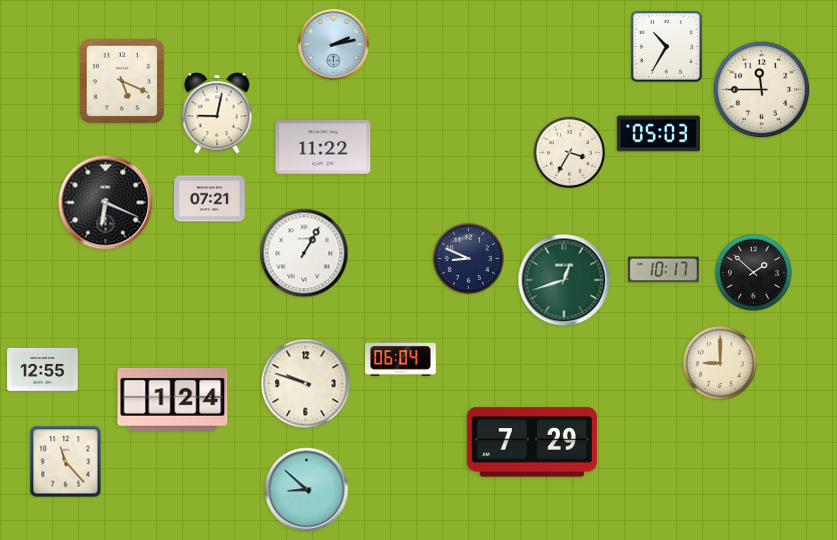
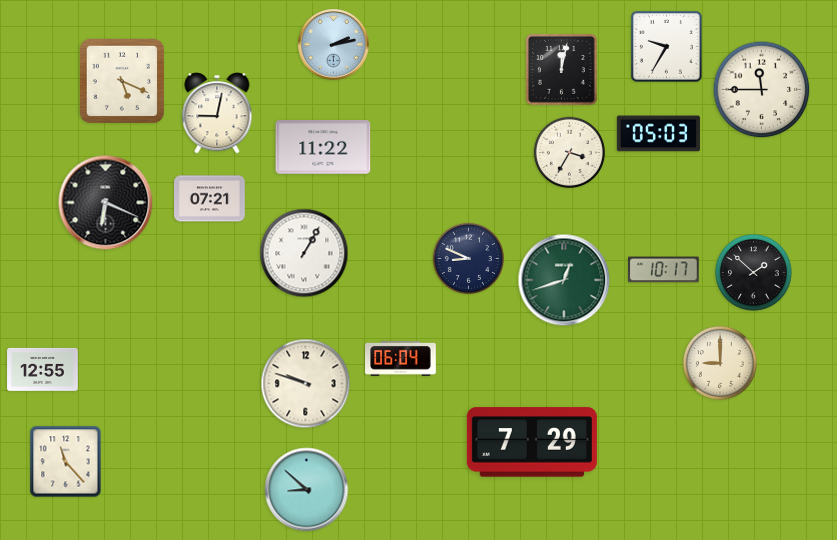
clock at (666, 46): 10:35 -> 9:35
clock at (561, 69): none -> 12:02
clock at (173, 399): 1:24 -> none
